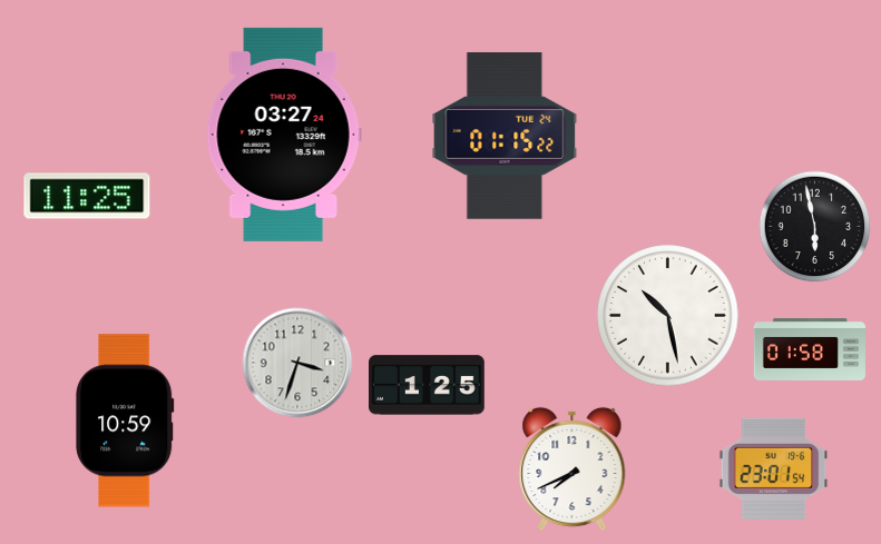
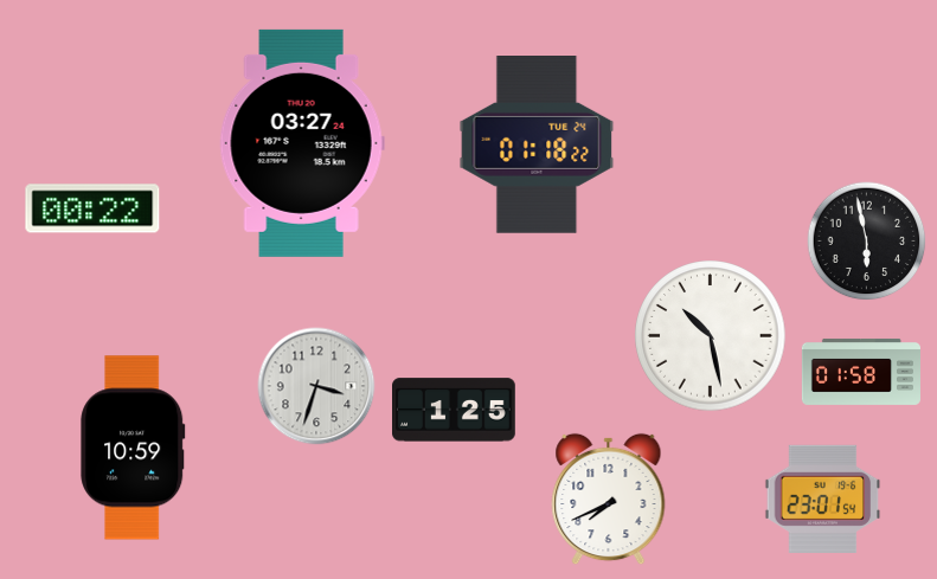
clock at (505, 137): 01:15 -> 01:18
clock at (87, 196): 11:25 -> 00:22
